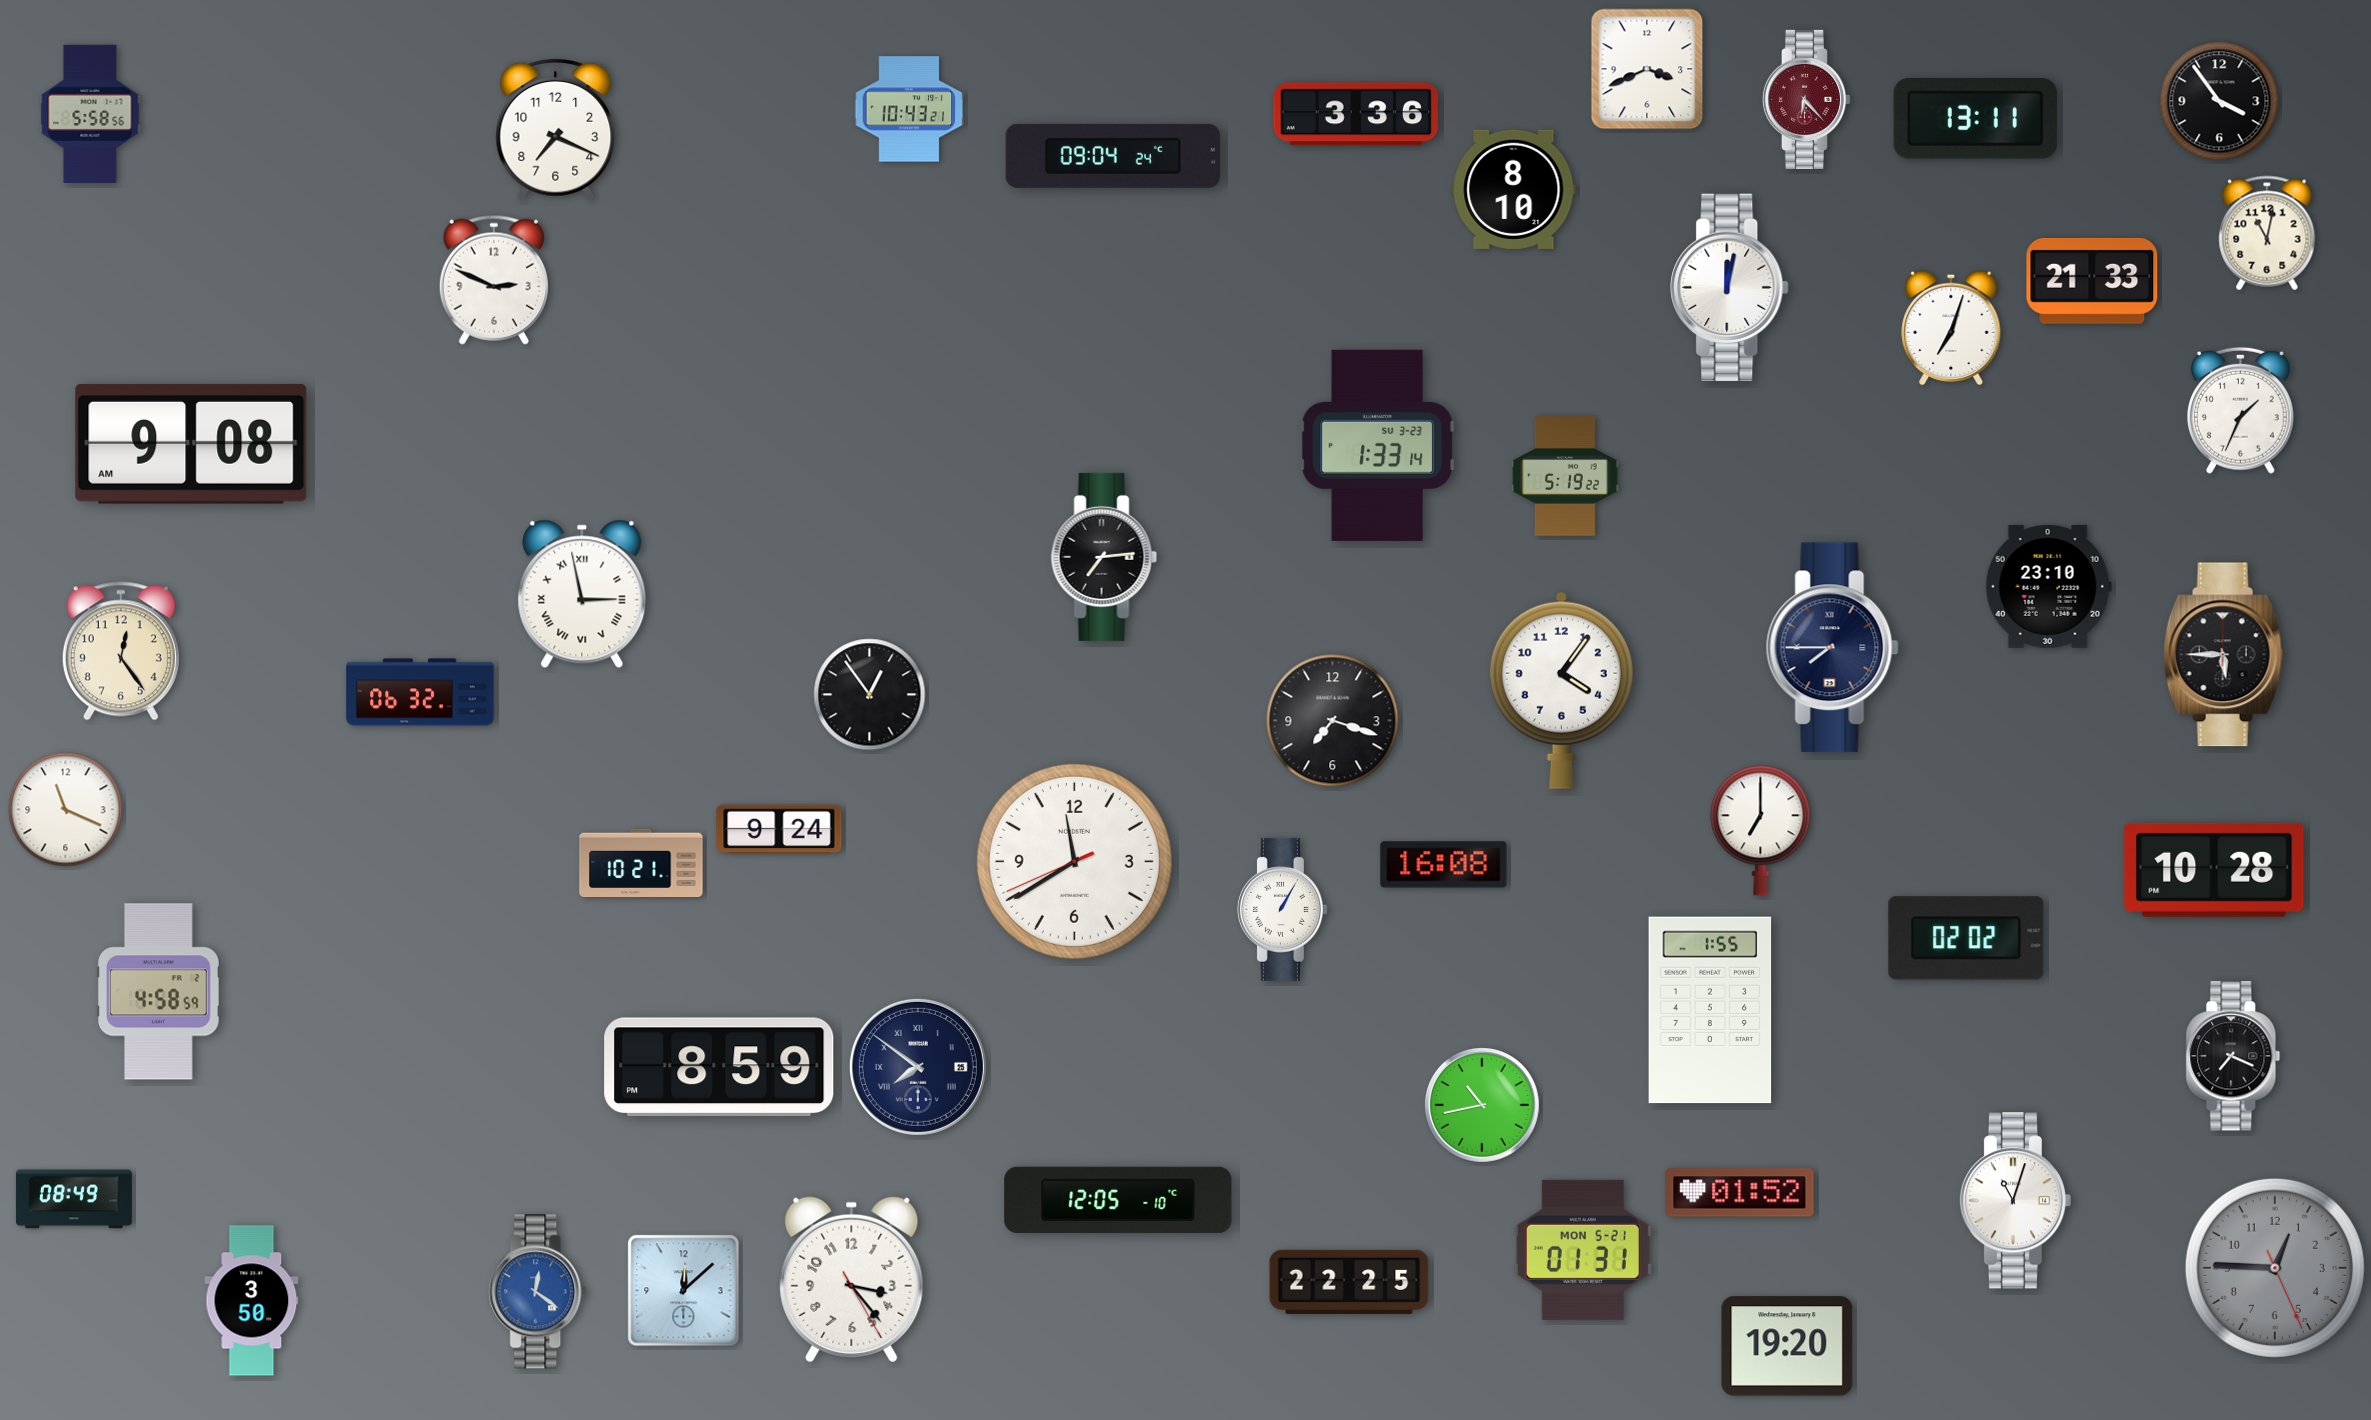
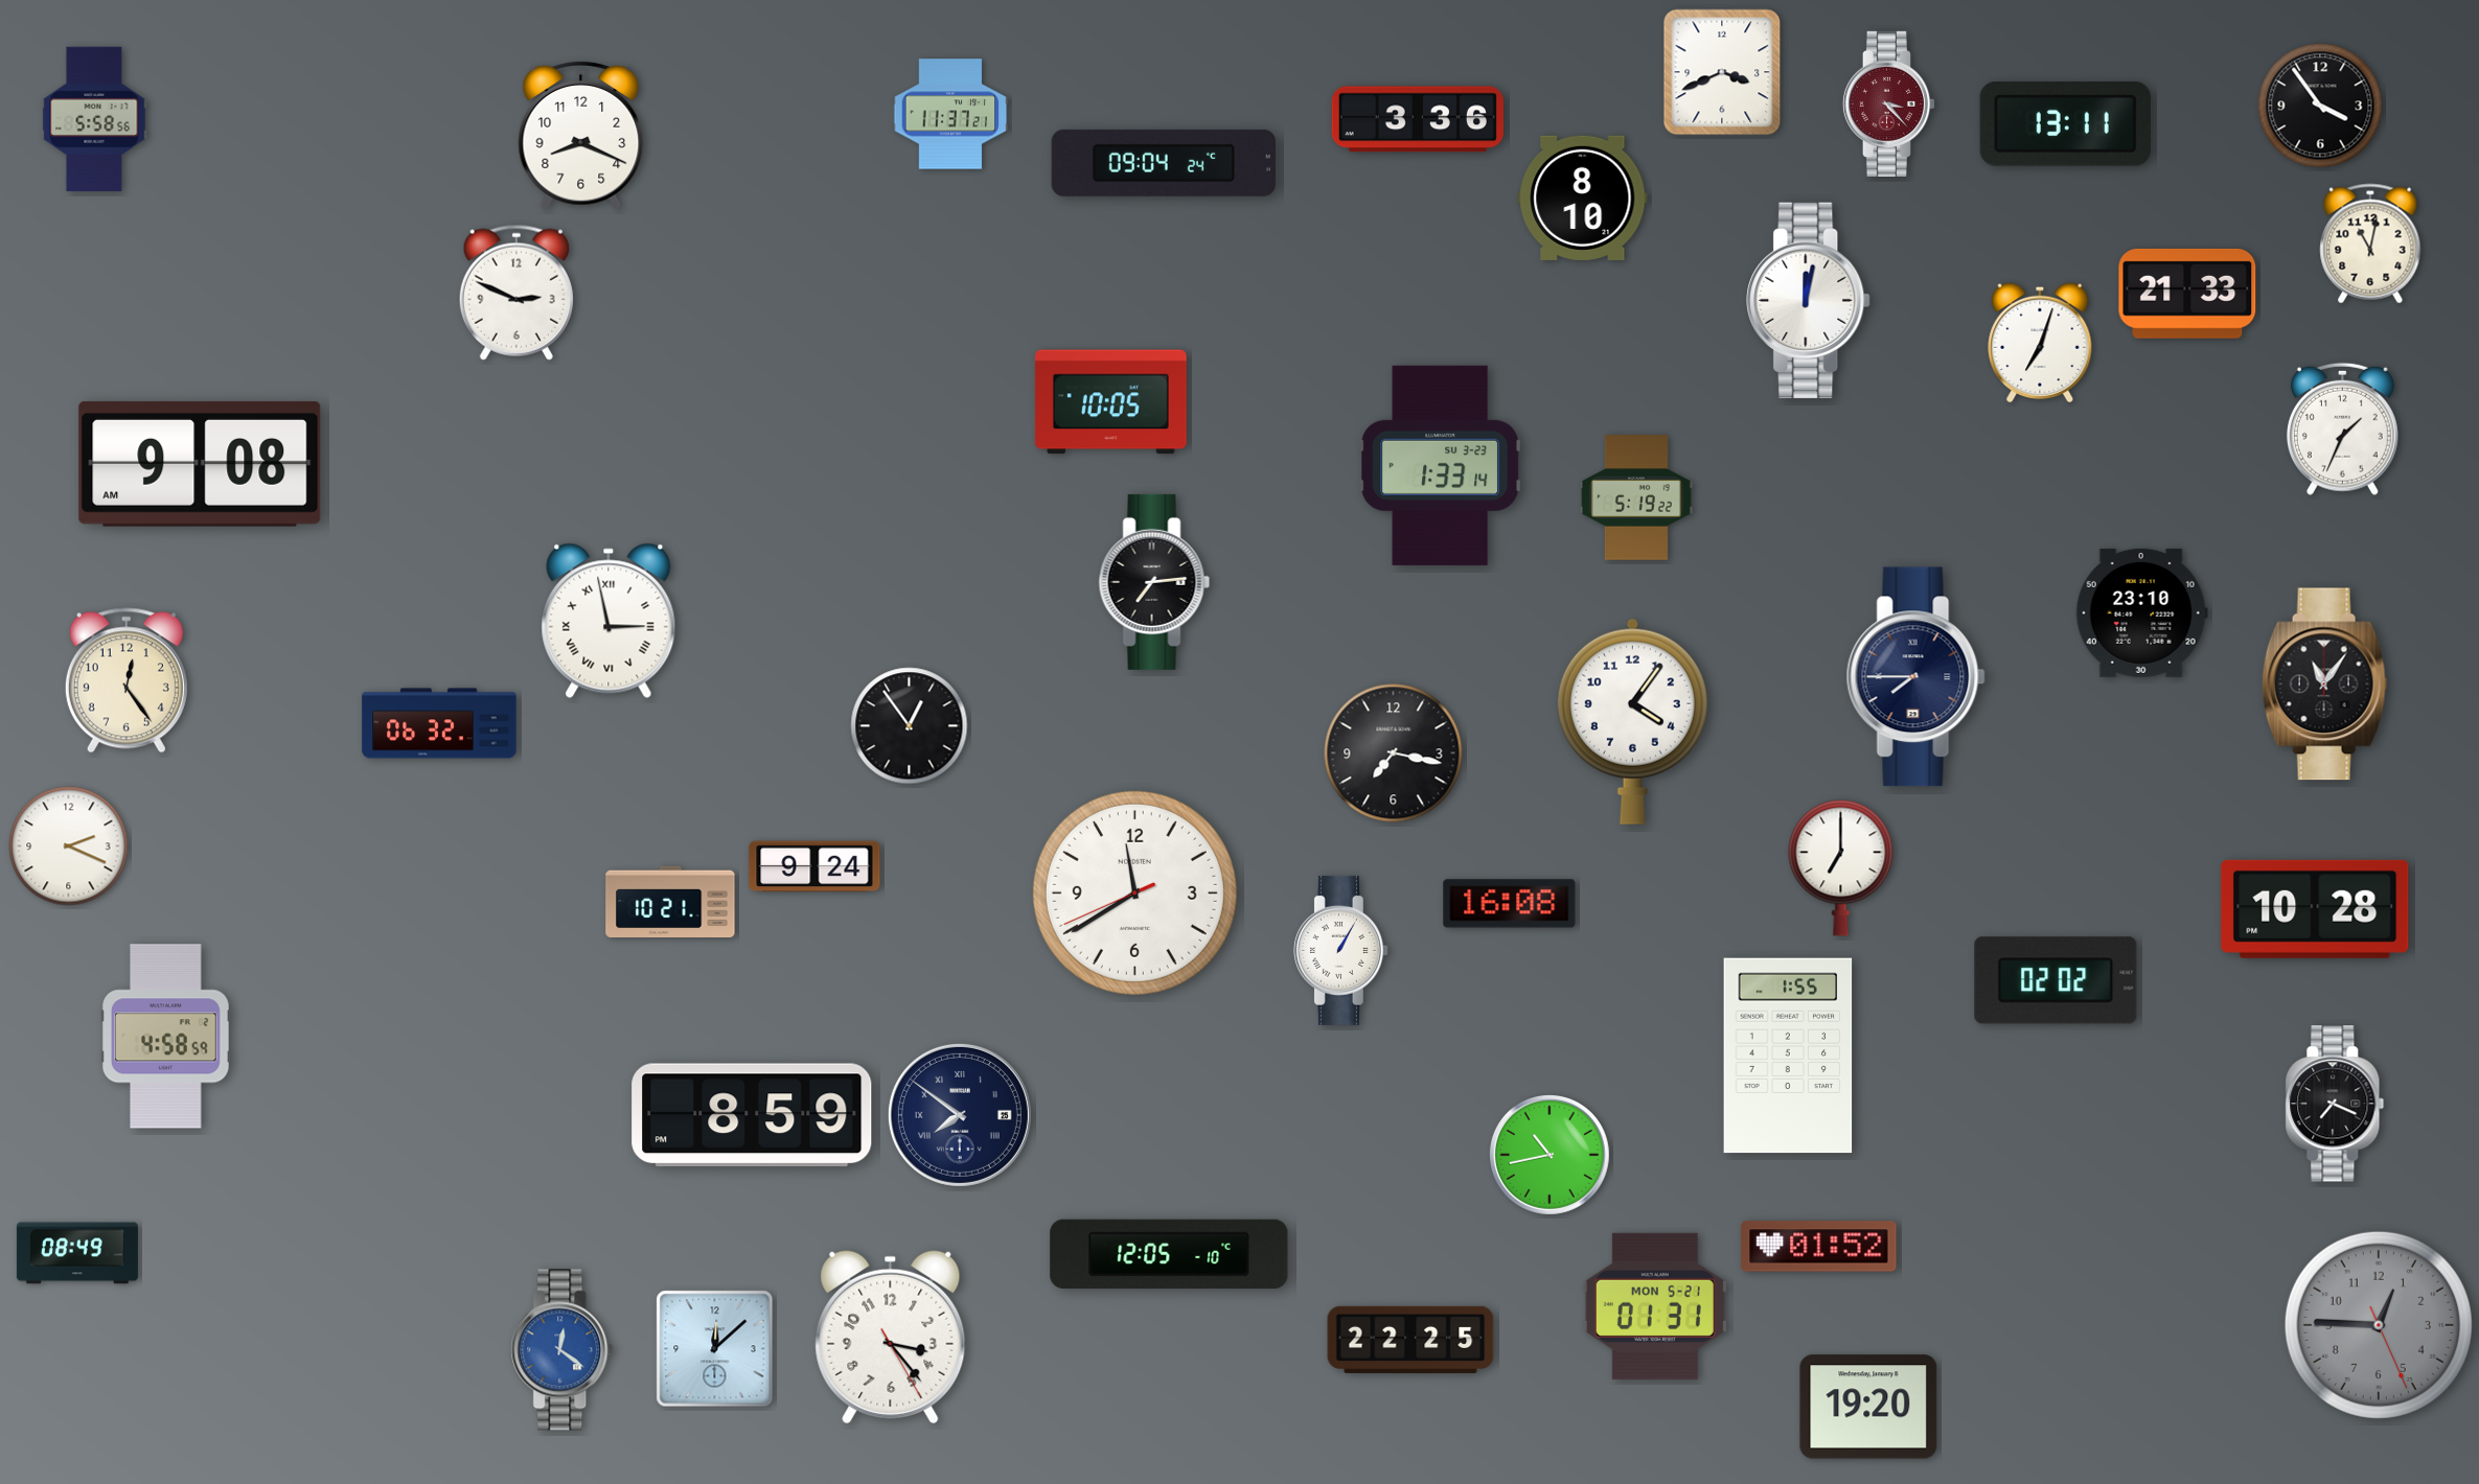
clock at (1807, 99): 6:23 -> 3:23
clock at (909, 109): 10:43 -> 11:37
clock at (556, 129): 7:19 -> 8:19
clock at (1110, 402): none -> 10:05
clock at (2224, 655): 5:45 -> 11:06
clock at (1333, 721): 7:18 -> 7:17
clock at (66, 810): 11:19 -> 2:19
clock at (1074, 861) position: (1074, 861) -> (1134, 892)
clock at (2015, 1201): 11:03 -> none
clock at (252, 1301): 3:50 -> none
